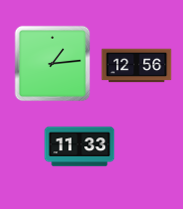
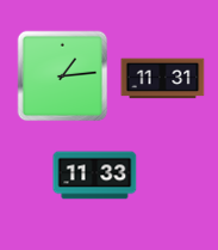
clock at (137, 66): 12:56 -> 11:31
